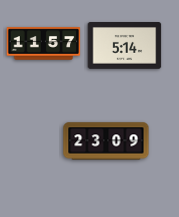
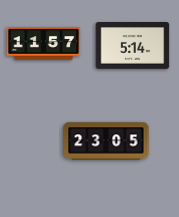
clock at (125, 46) position: (125, 46) -> (133, 46)
clock at (106, 141): 23:09 -> 23:05
